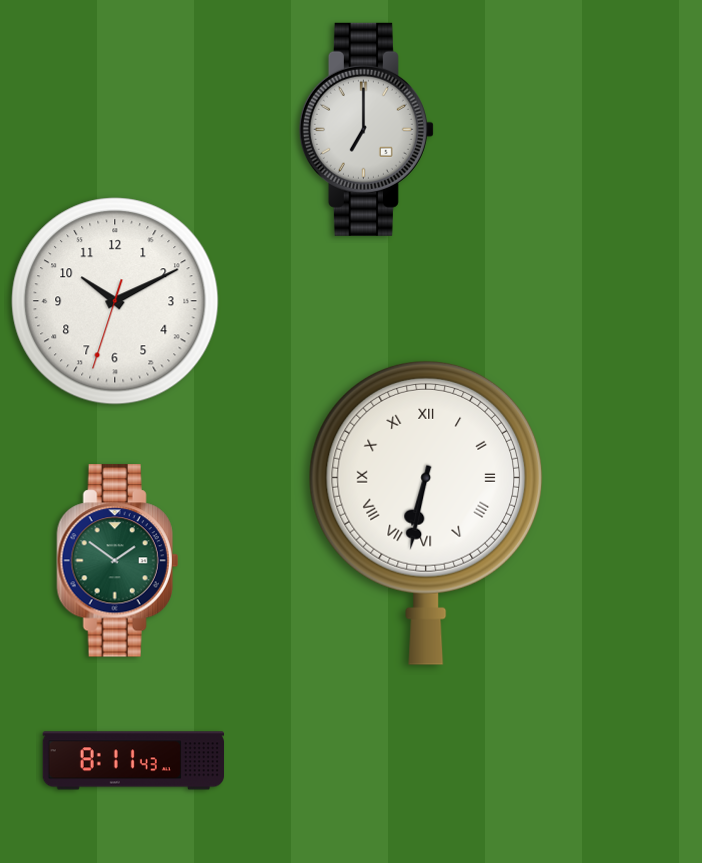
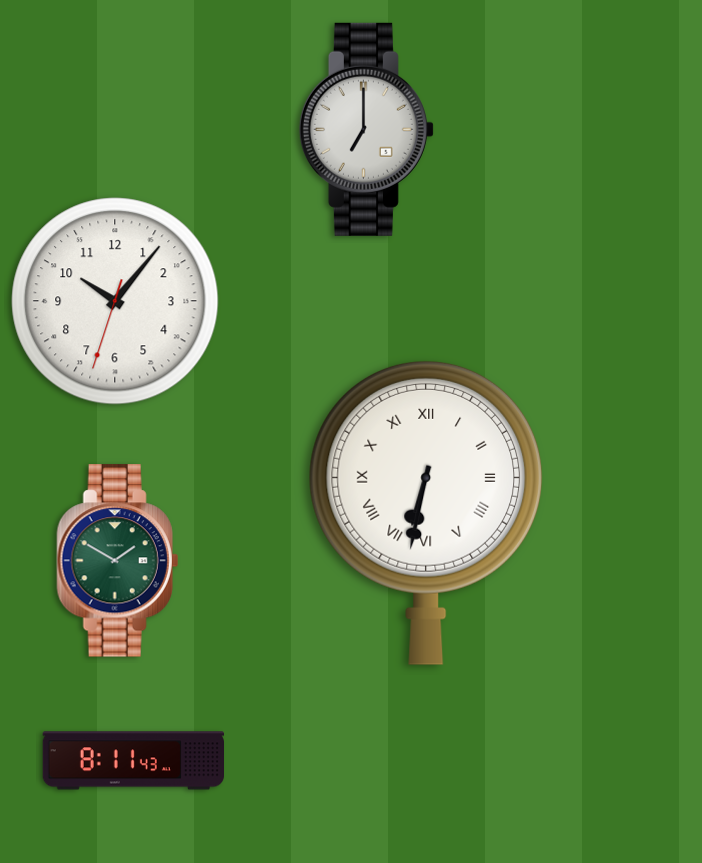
clock at (115, 301): 10:10 -> 10:06
clock at (117, 561): 1:51 -> 1:50
